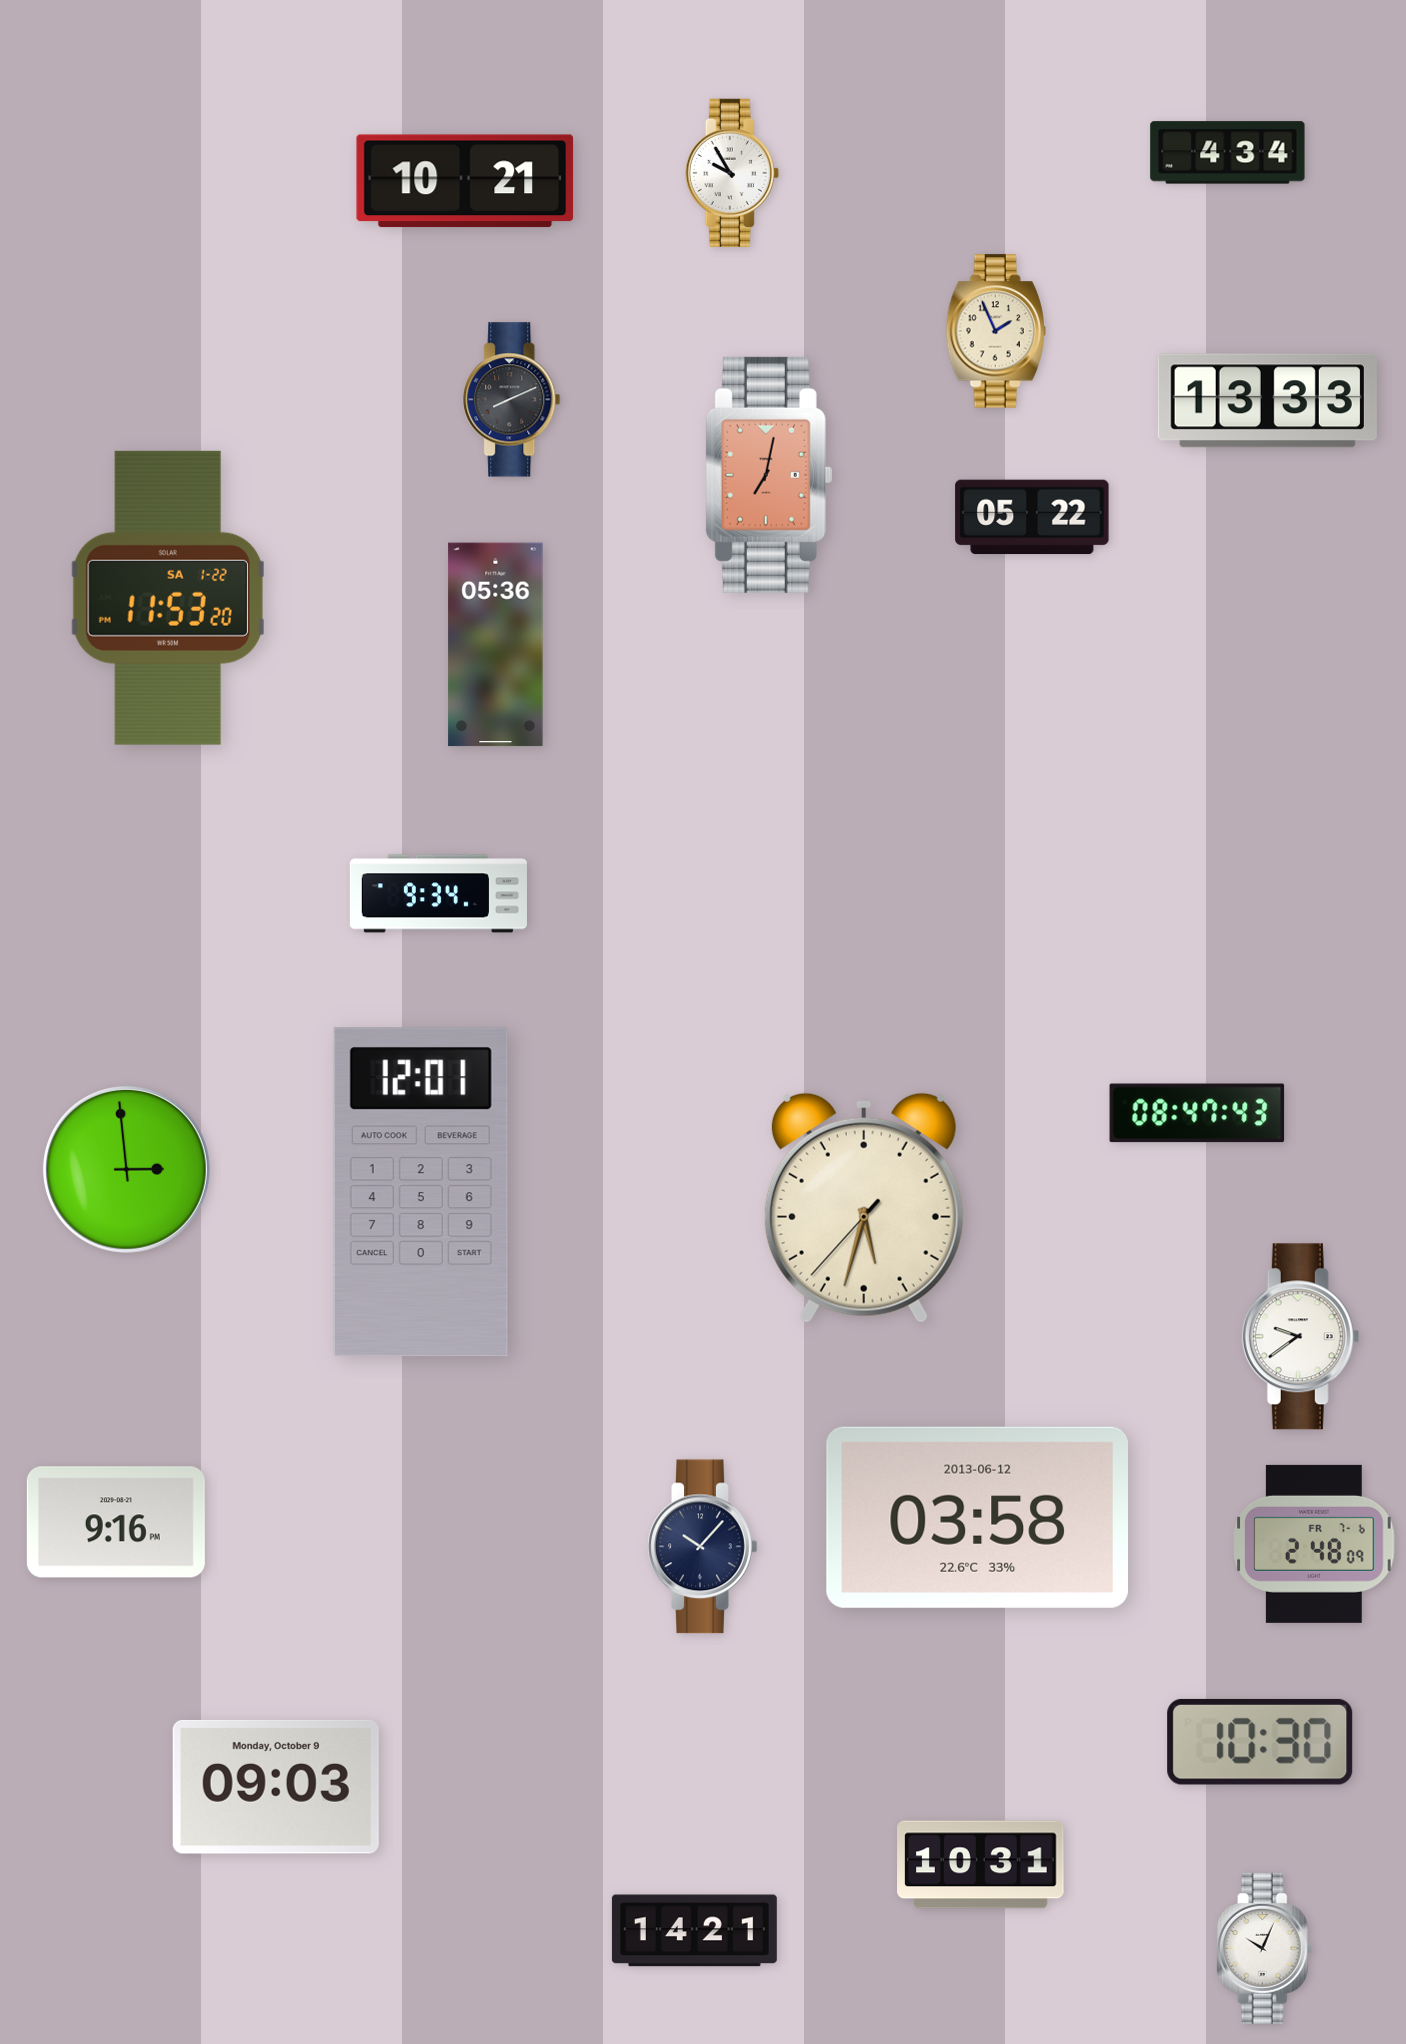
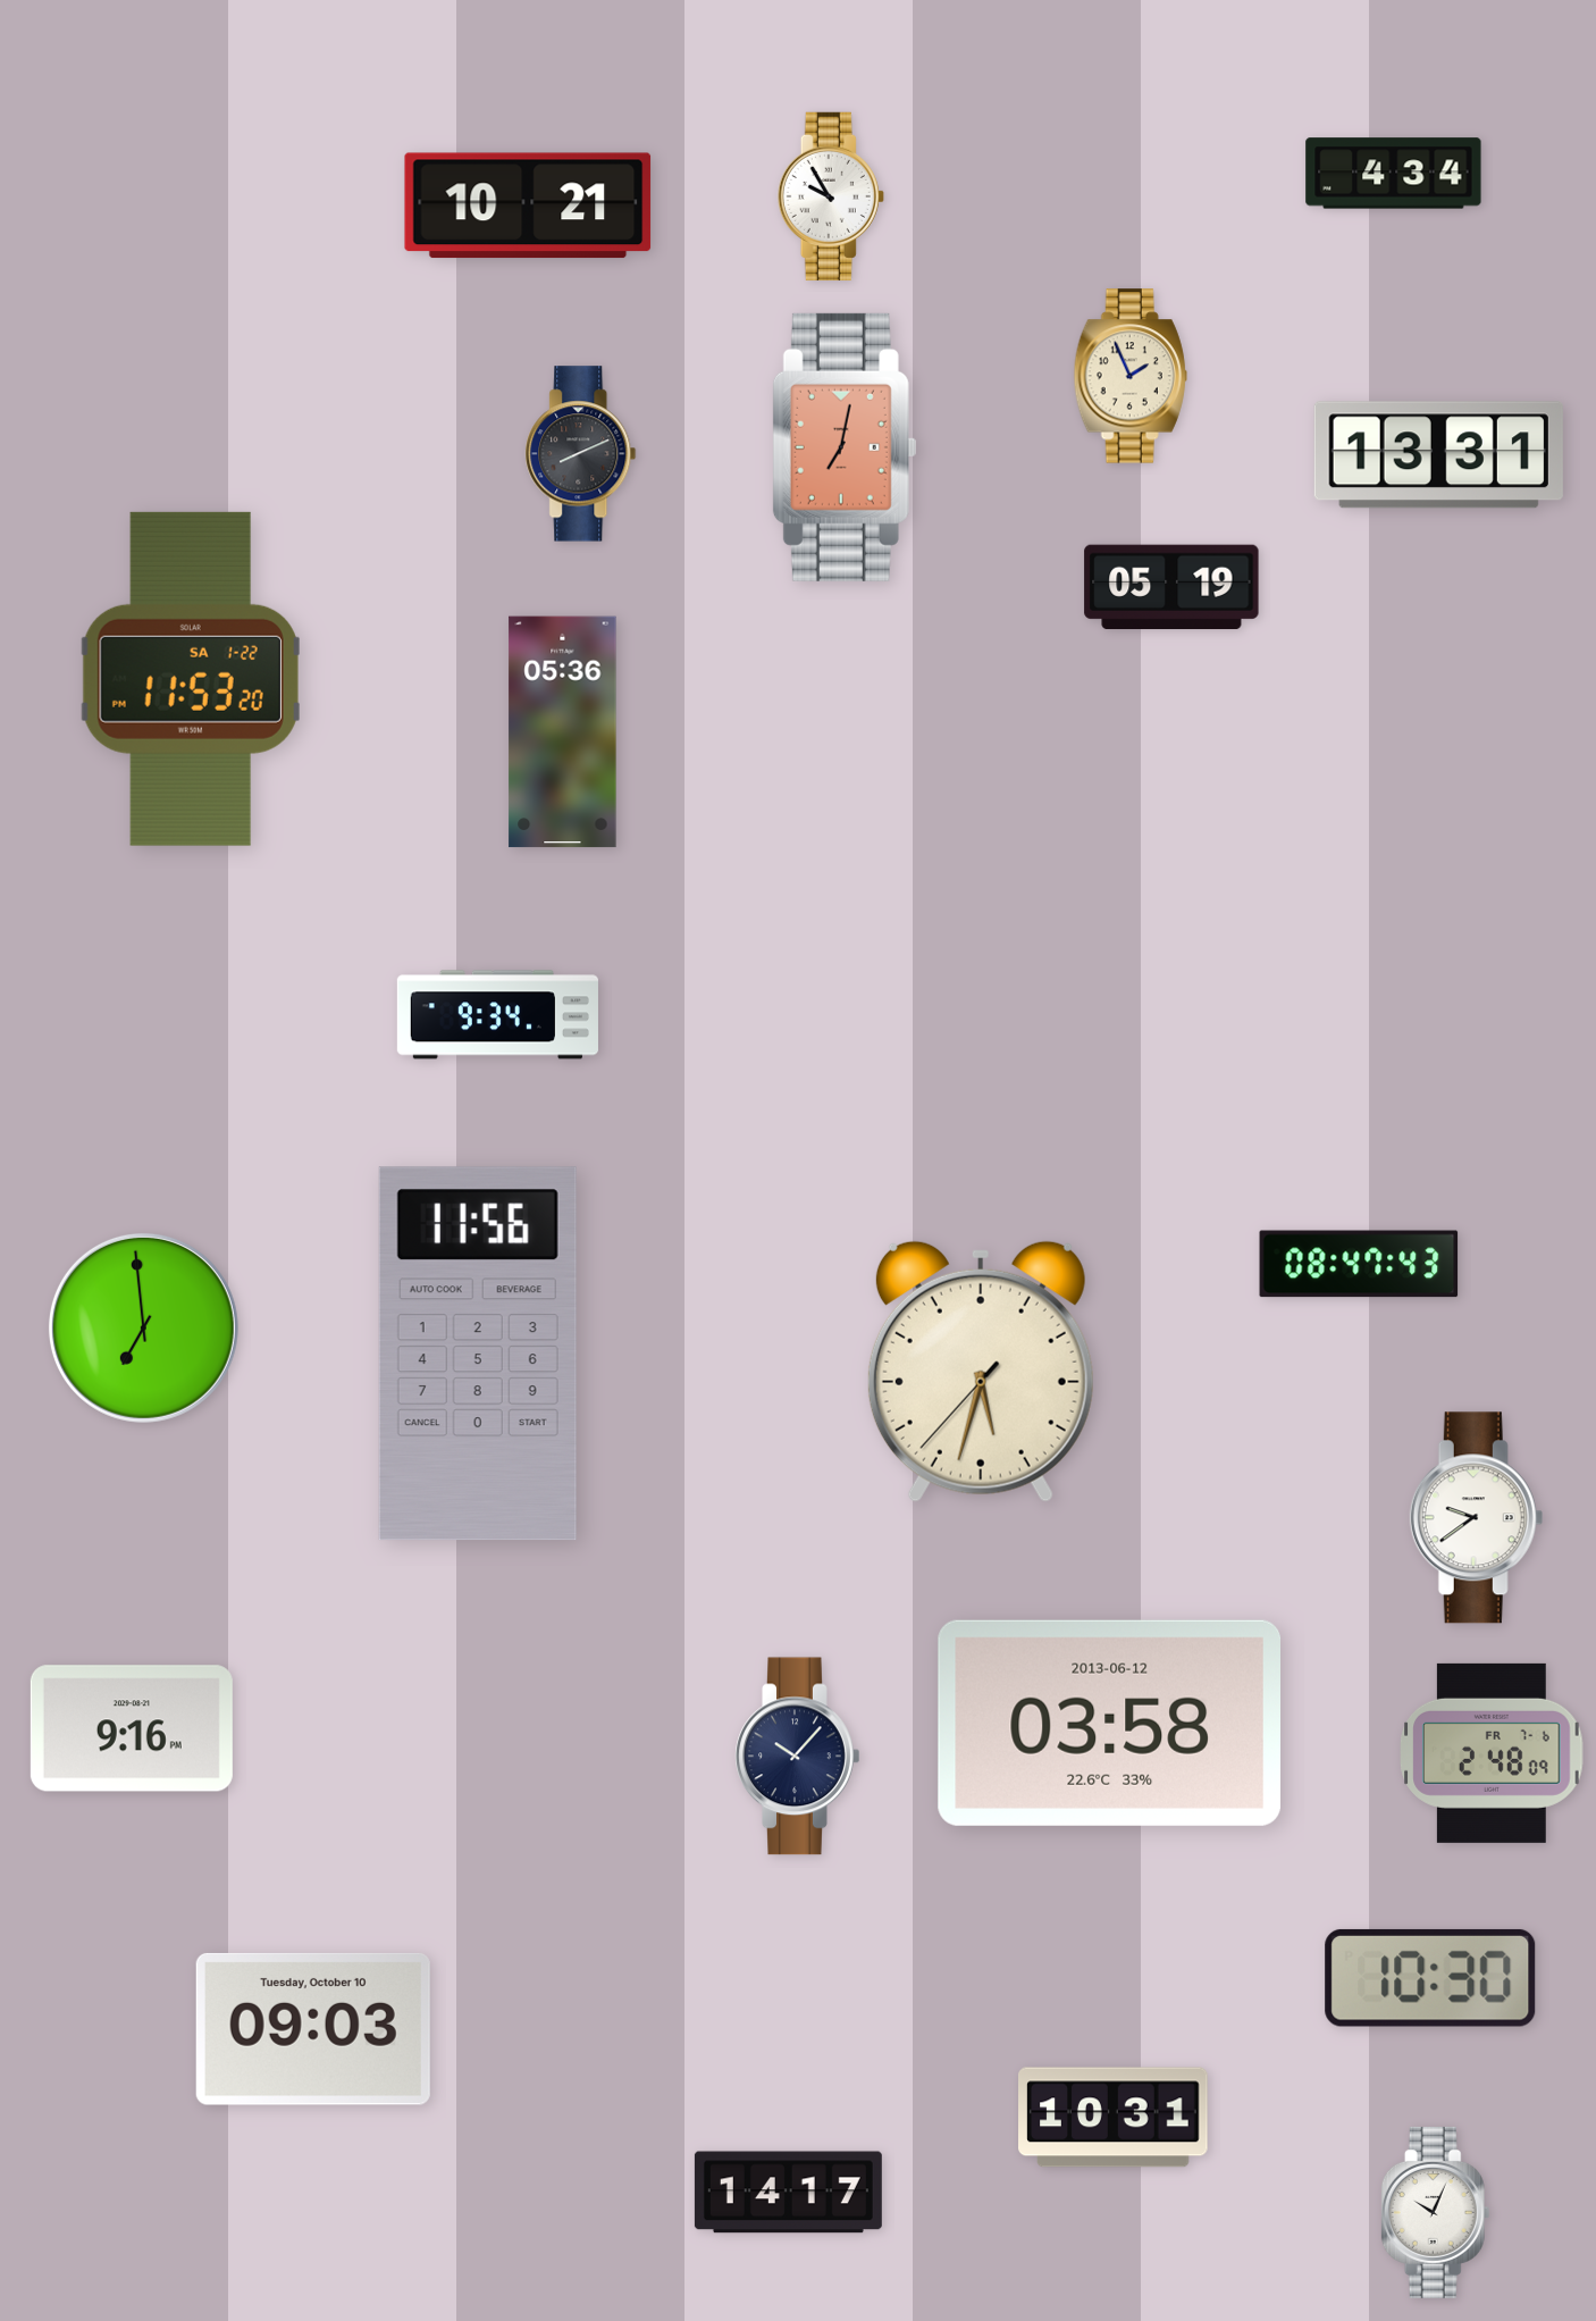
clock at (1267, 401): 13:33 -> 13:31
clock at (769, 475) position: (769, 475) -> (845, 447)
clock at (1032, 517): 05:22 -> 05:19
clock at (126, 1169): 2:59 -> 6:59
clock at (421, 1192): 12:01 -> 11:56
clock at (276, 1787) date: Monday, October 9 -> Tuesday, October 10
clock at (694, 1931): 14:21 -> 14:17
